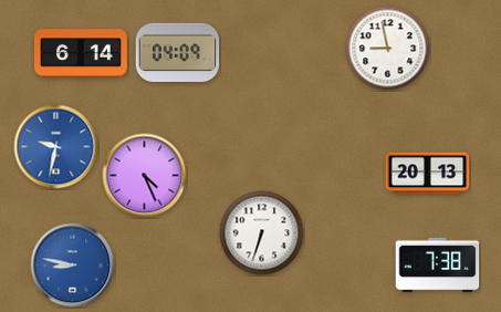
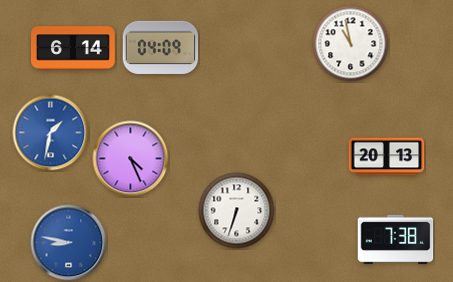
clock at (388, 49): 8:58 -> 10:58
clock at (56, 147): 9:32 -> 1:32
clock at (73, 266) position: (73, 266) -> (69, 243)
